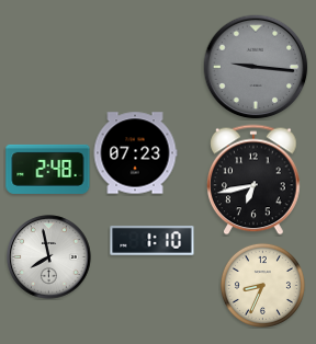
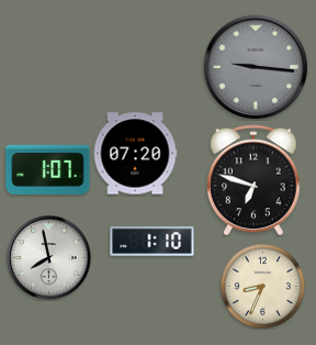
clock at (135, 153): 07:23 -> 07:20
clock at (48, 169): 2:48 -> 1:07
clock at (253, 180): 6:43 -> 6:48
